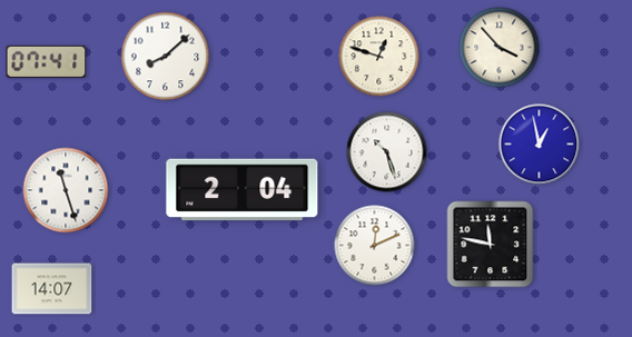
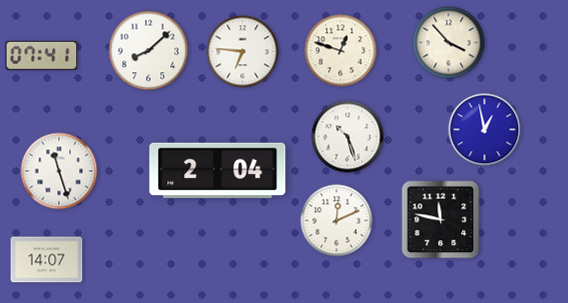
clock at (243, 52): none -> 6:46
